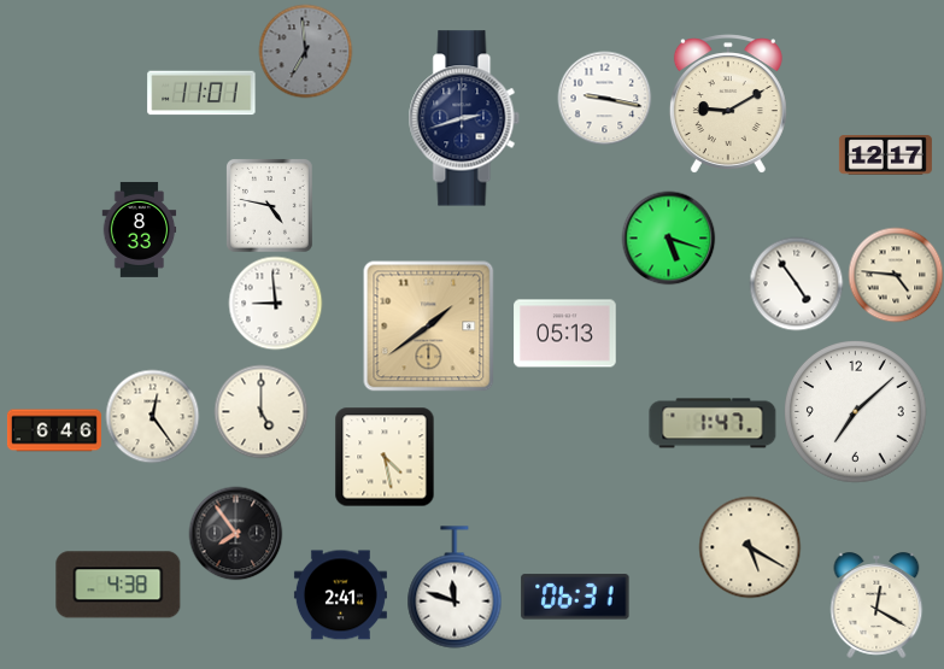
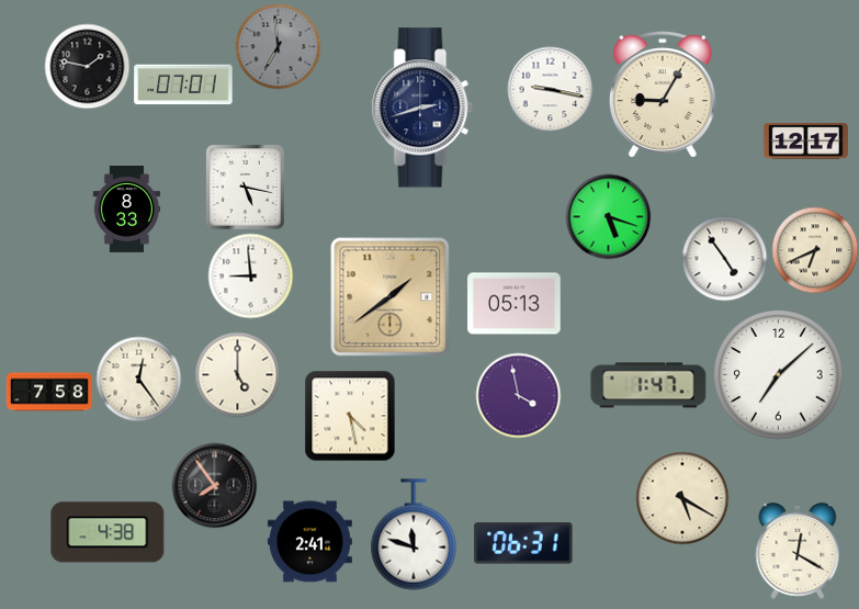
clock at (87, 66): none -> 1:47
clock at (201, 93): 11:01 -> 07:01
clock at (728, 104): 9:10 -> 9:05
clock at (270, 206): 4:47 -> 5:17
clock at (896, 275): 4:46 -> 6:41
clock at (54, 430): 6:46 -> 7:58
clock at (518, 395): none -> 3:58
